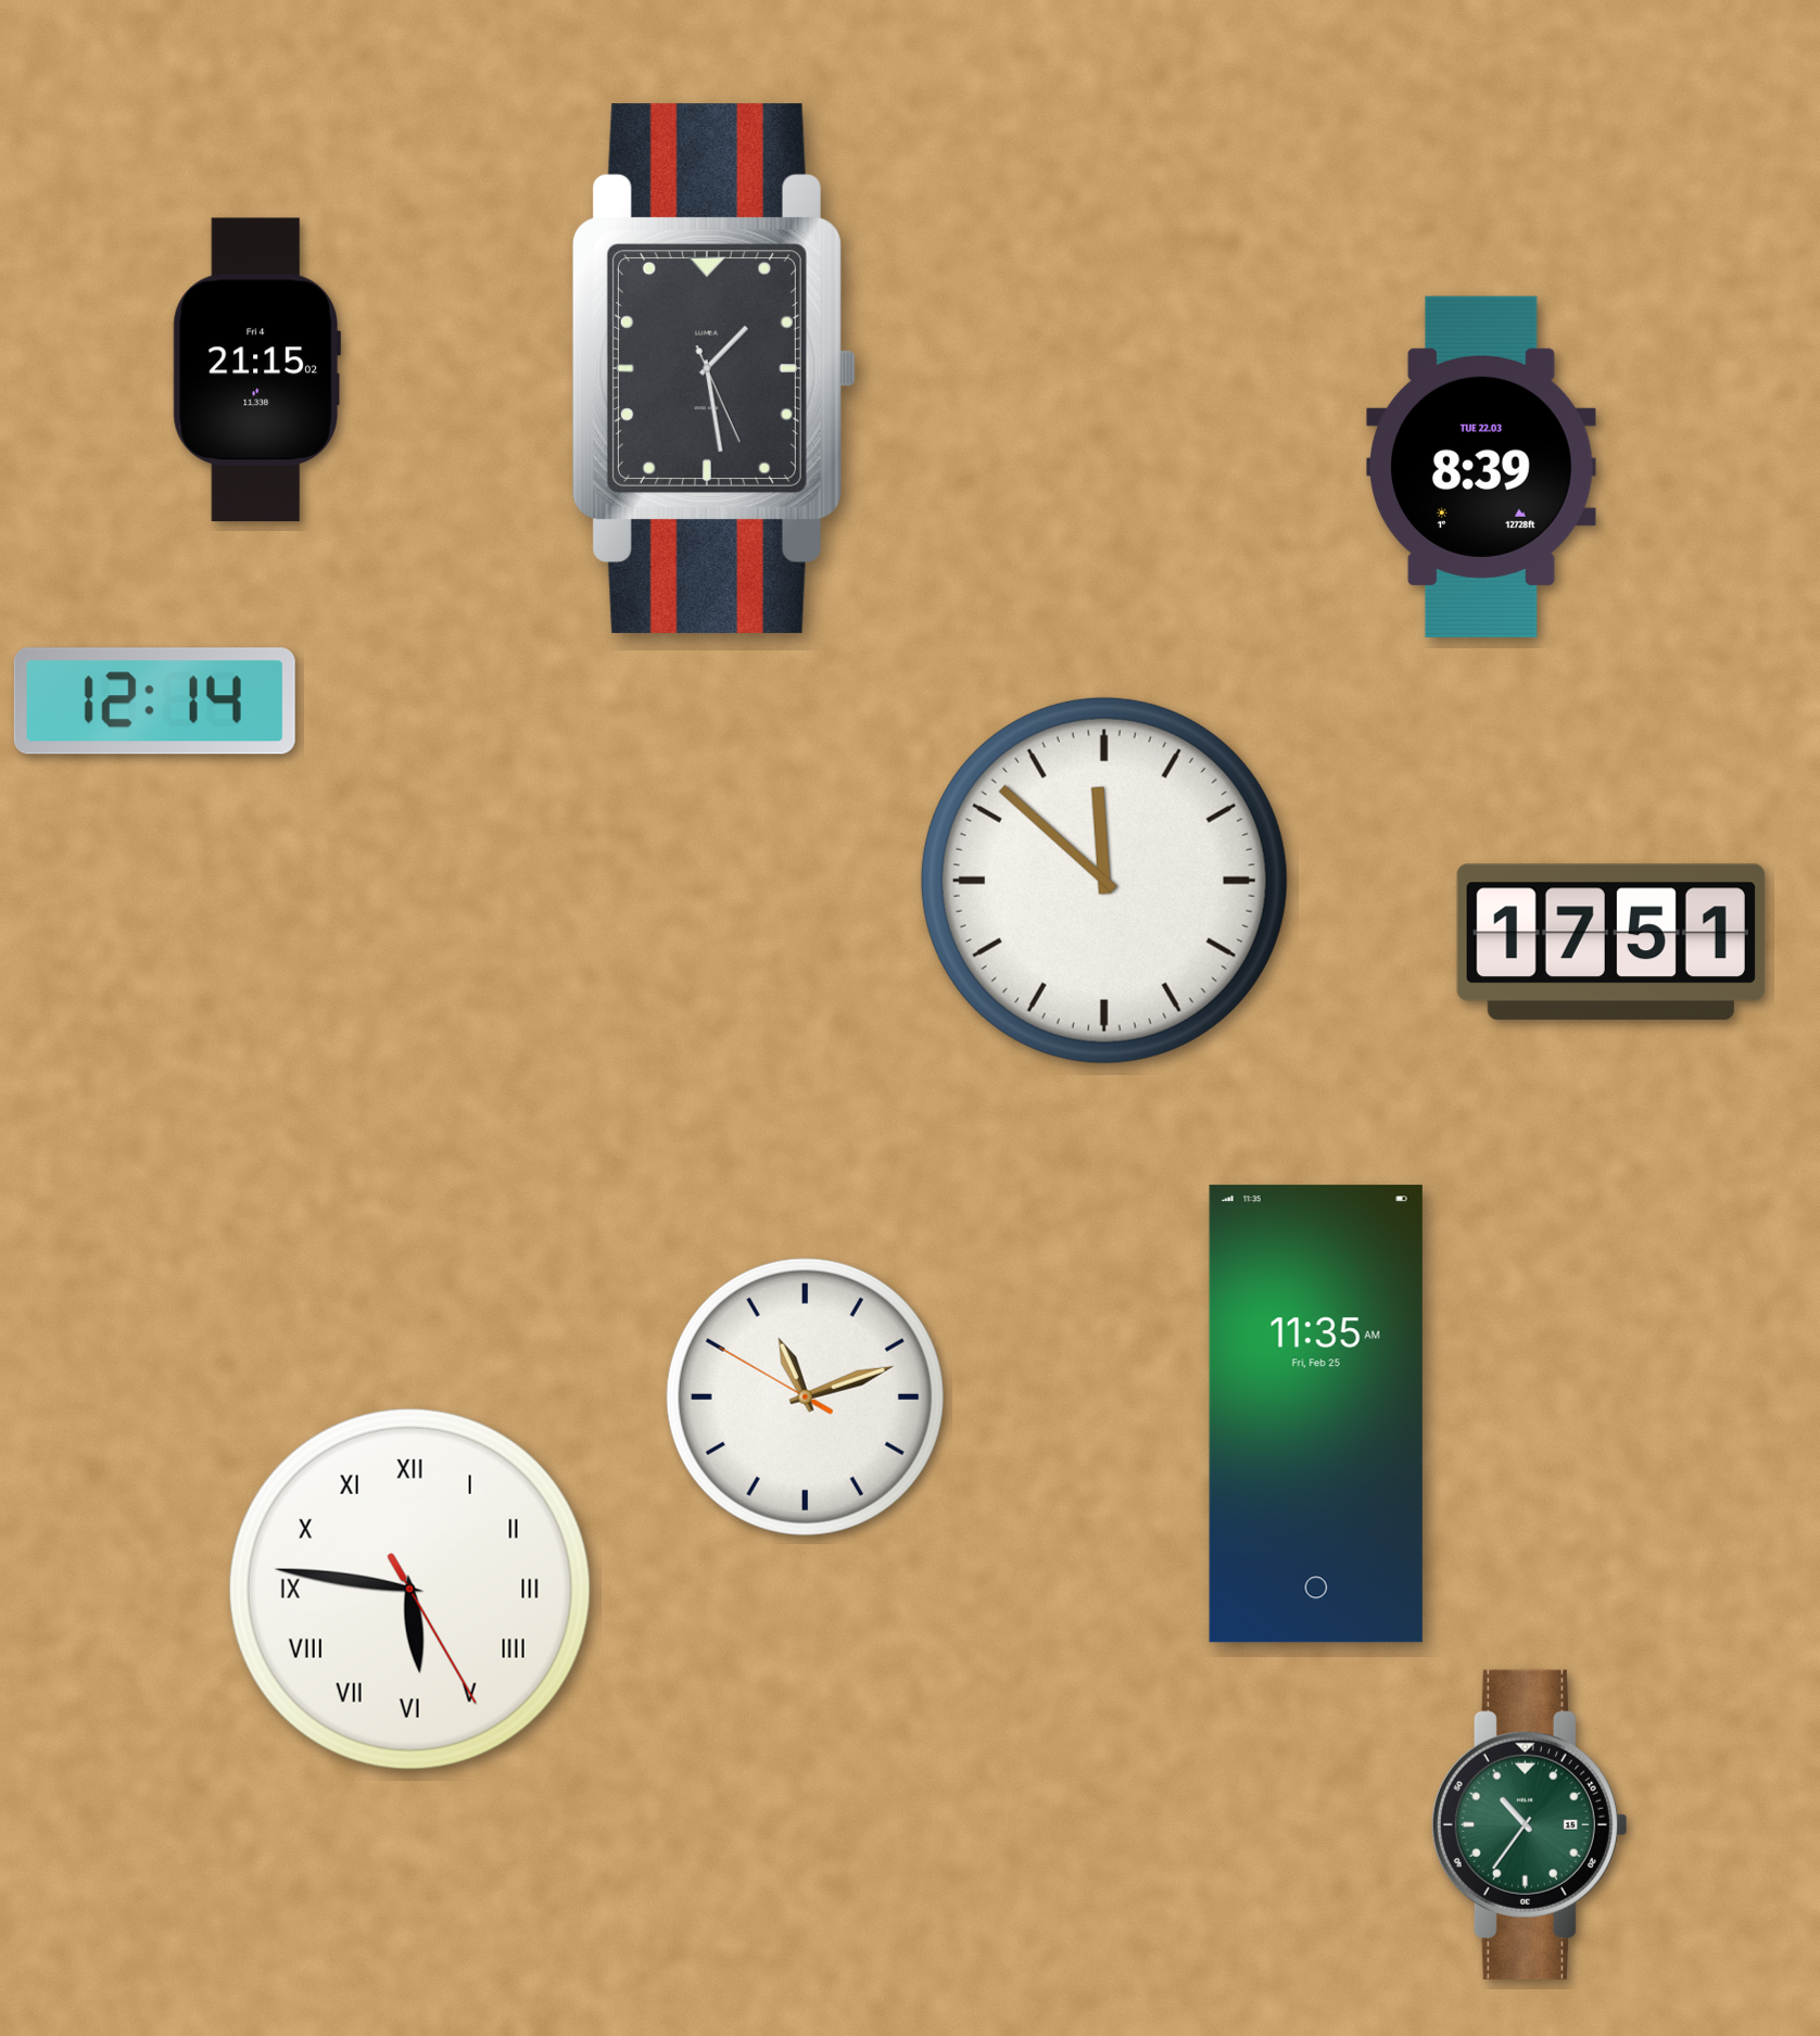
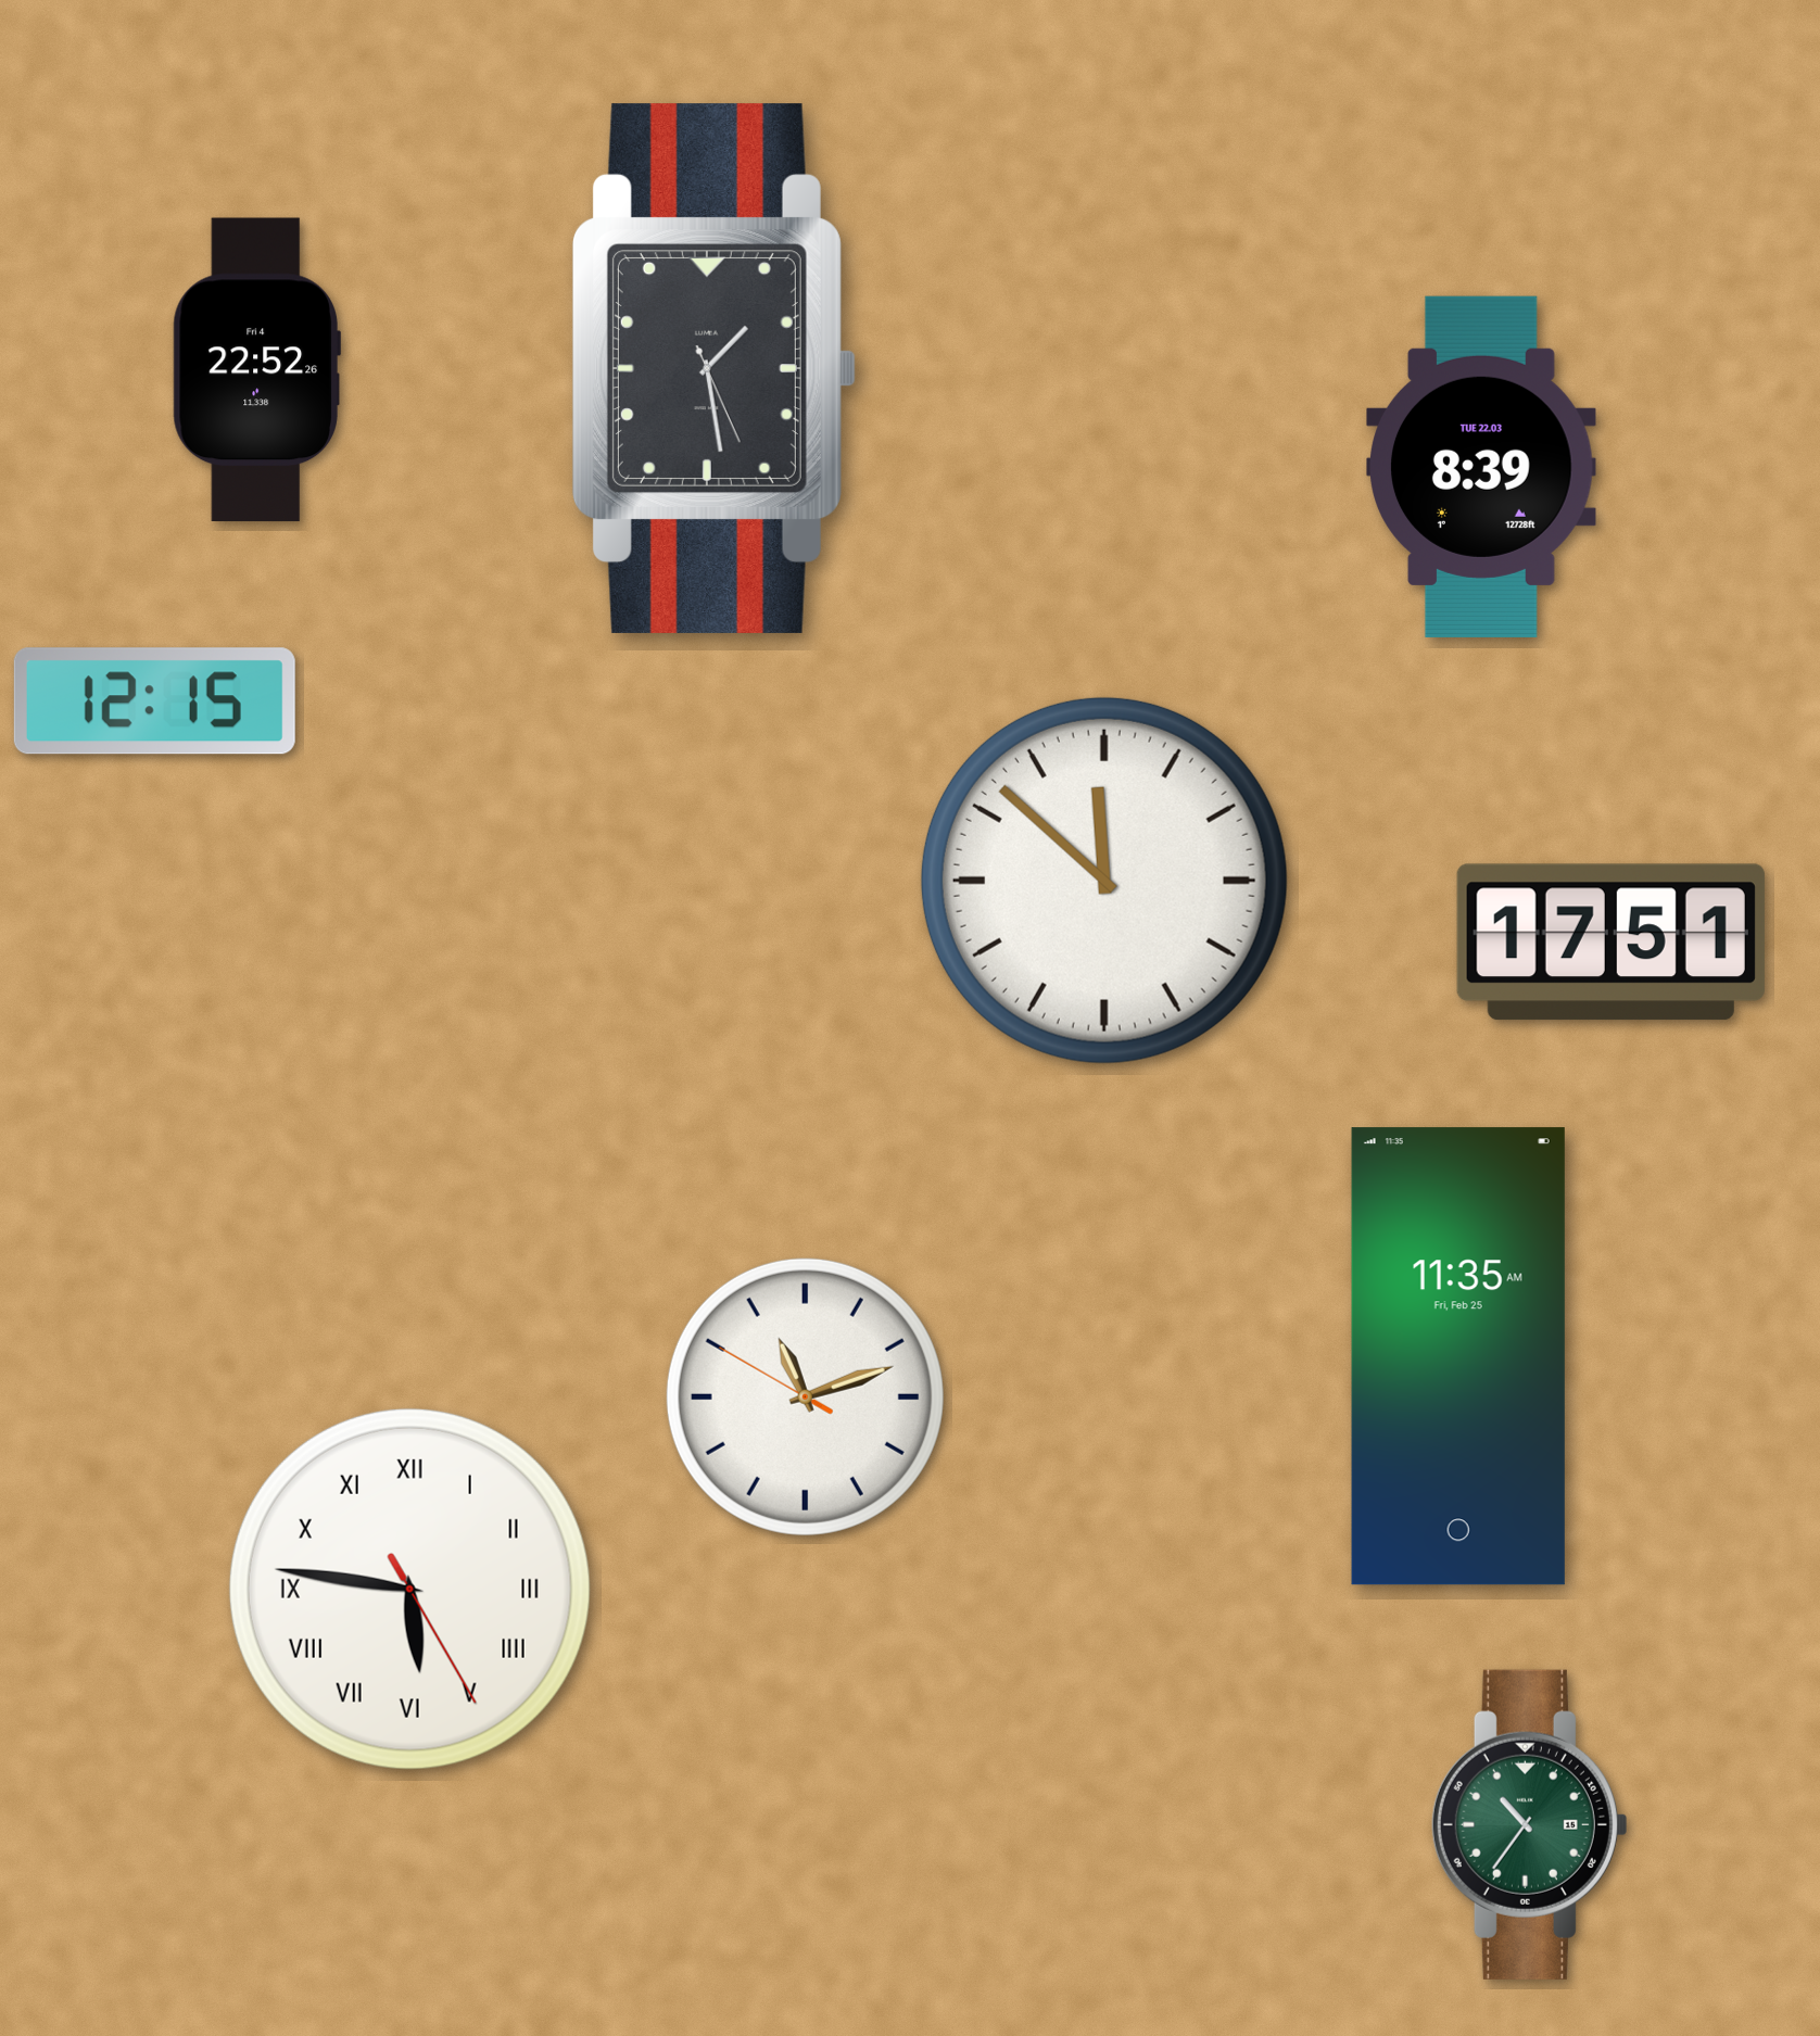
clock at (256, 370): 21:15 -> 22:52
clock at (154, 701): 12:14 -> 12:15
clock at (1316, 1414) position: (1316, 1414) -> (1458, 1356)
